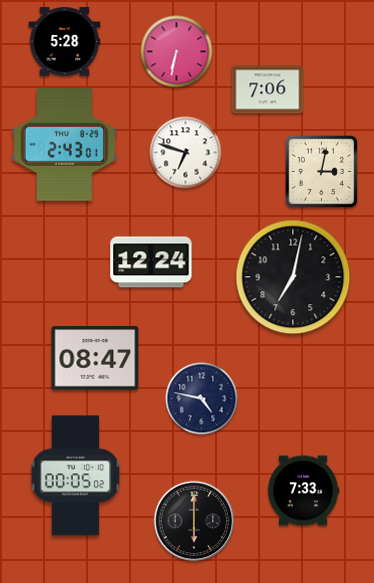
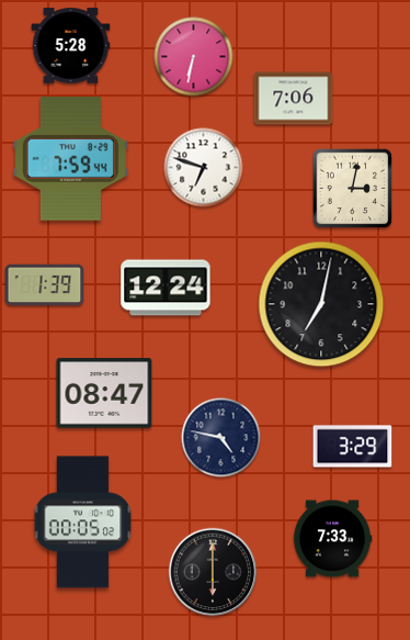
clock at (64, 145): 2:43 -> 7:59
clock at (45, 285): none -> 1:39
clock at (353, 447): none -> 3:29
